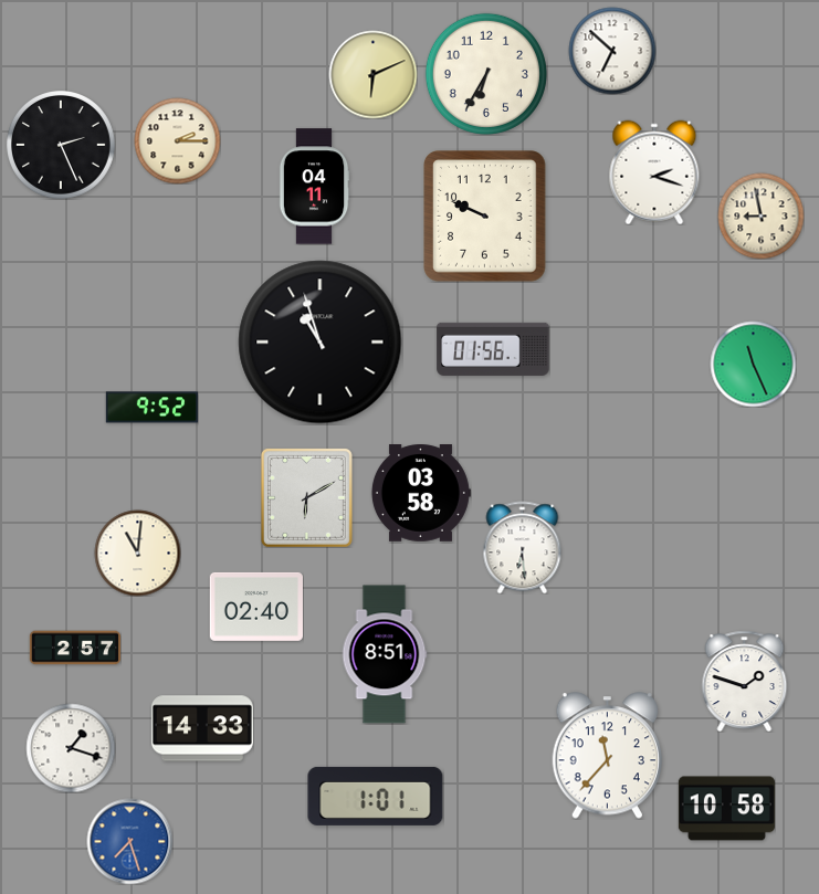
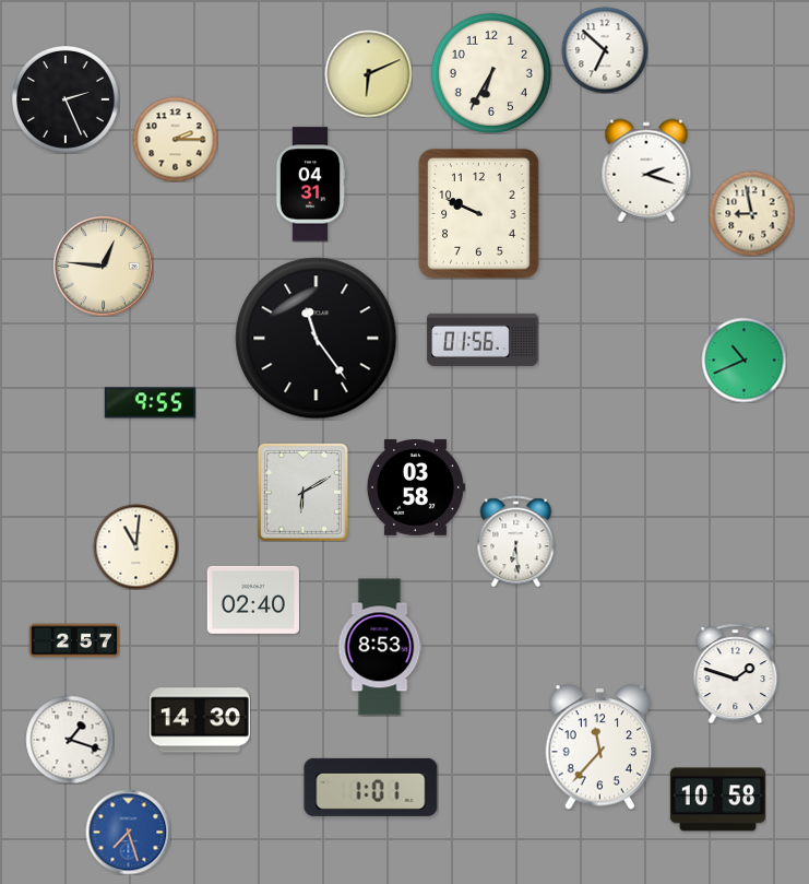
clock at (486, 74) position: (486, 74) -> (491, 73)
clock at (62, 146) position: (62, 146) -> (67, 101)
clock at (314, 187): 04:11 -> 04:31
clock at (103, 266): none -> 12:46
clock at (321, 343): 10:57 -> 11:24
clock at (493, 349) position: (493, 349) -> (483, 340)
clock at (753, 364): 11:26 -> 10:41
clock at (151, 408): 9:52 -> 9:55
clock at (385, 654): 8:51 -> 8:53
clock at (202, 728): 14:33 -> 14:30
